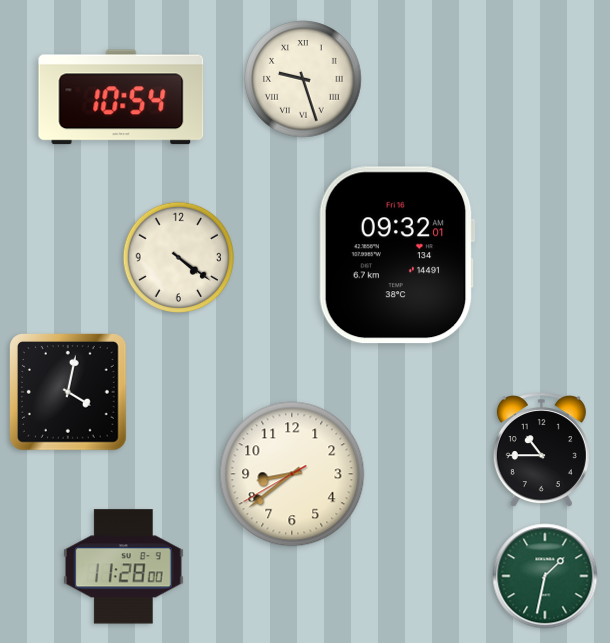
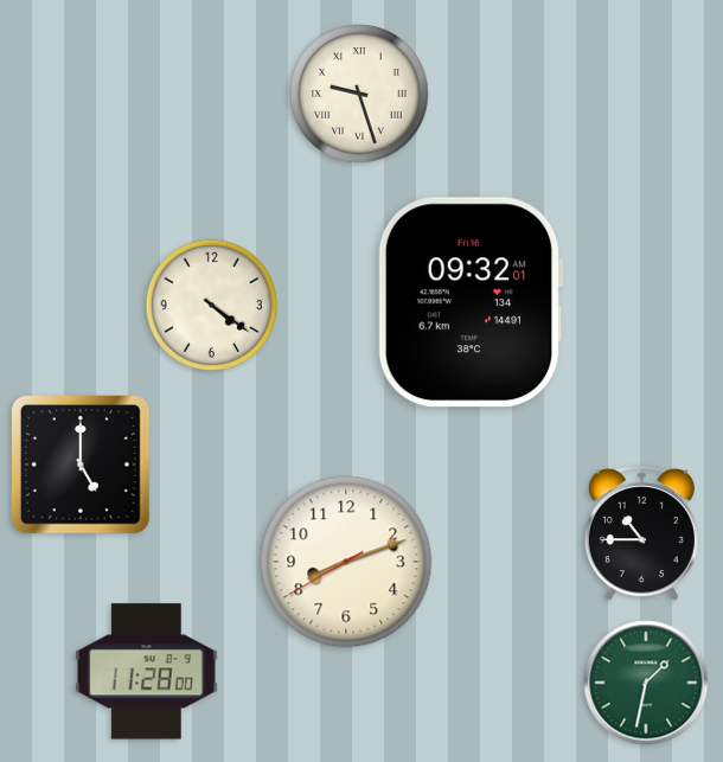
clock at (121, 97): 10:54 -> none
clock at (69, 393): 4:02 -> 5:00
clock at (292, 474): 8:38 -> 8:11
